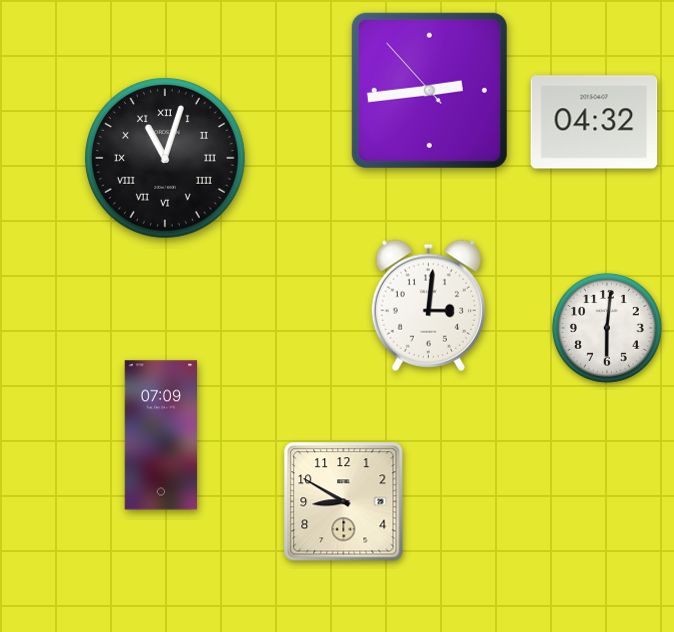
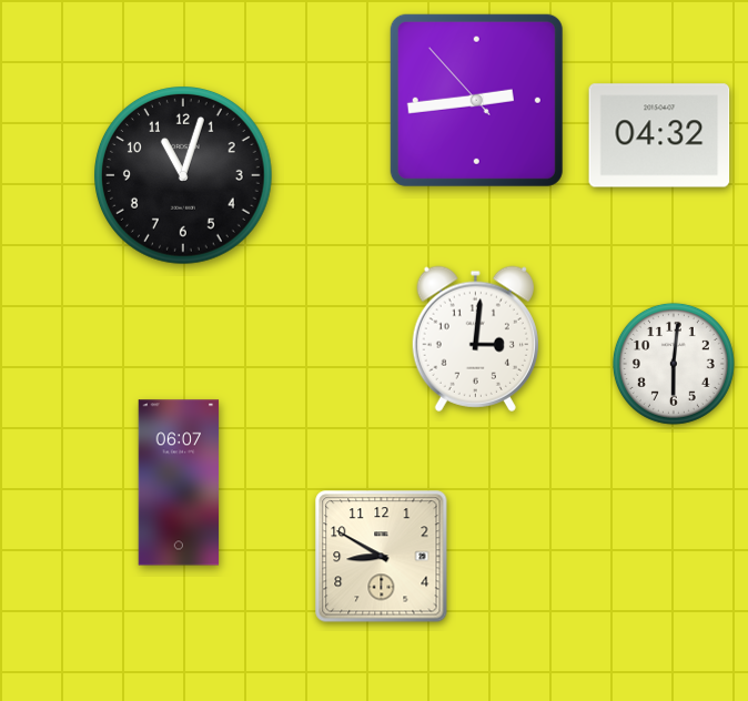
clock at (166, 159) numerals: Roman -> Arabic
clock at (161, 435): 07:09 -> 06:07
